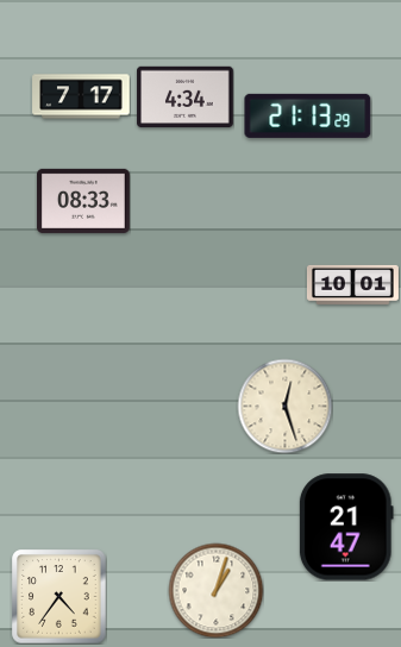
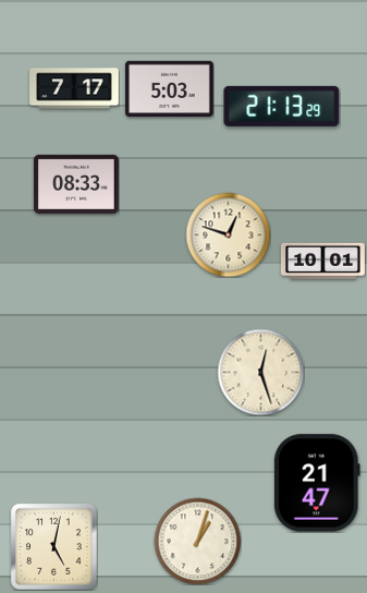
clock at (186, 98): 4:34 -> 5:03
clock at (228, 234): none -> 12:48
clock at (58, 596): 4:36 -> 5:02
